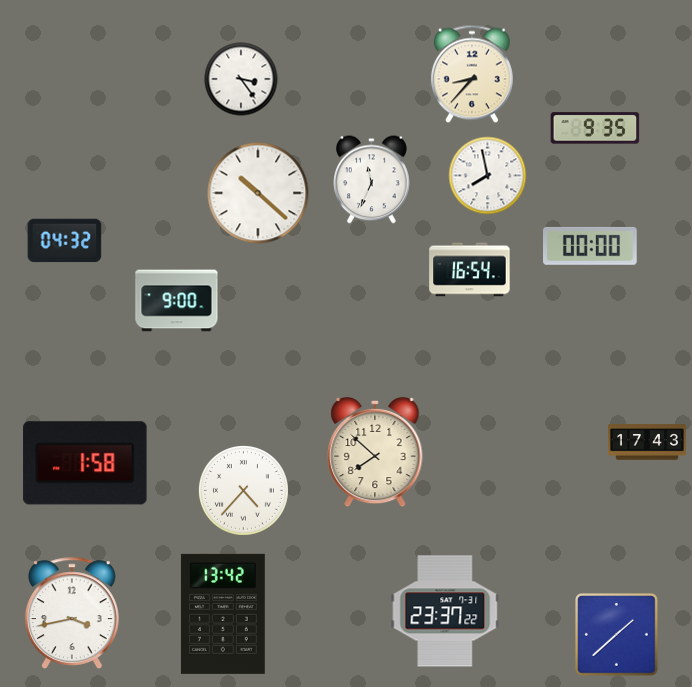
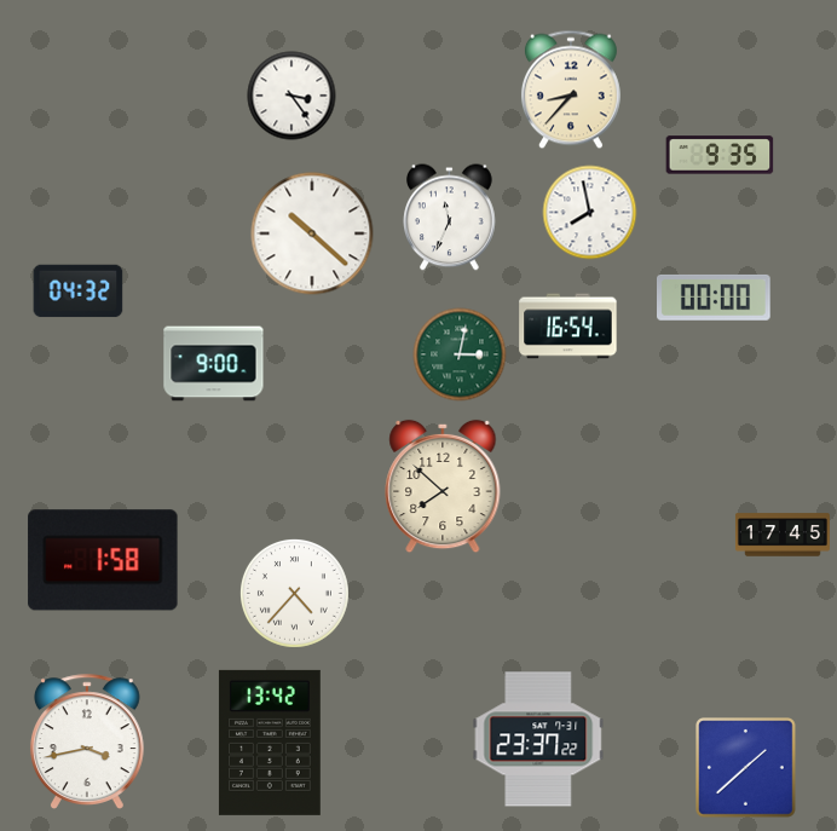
clock at (460, 354): none -> 3:02
clock at (647, 442): 17:43 -> 17:45
clock at (375, 452) position: (375, 452) -> (443, 486)
